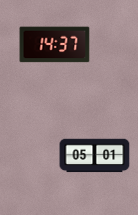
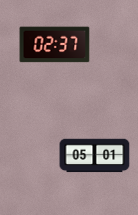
clock at (55, 45): 14:37 -> 02:37
